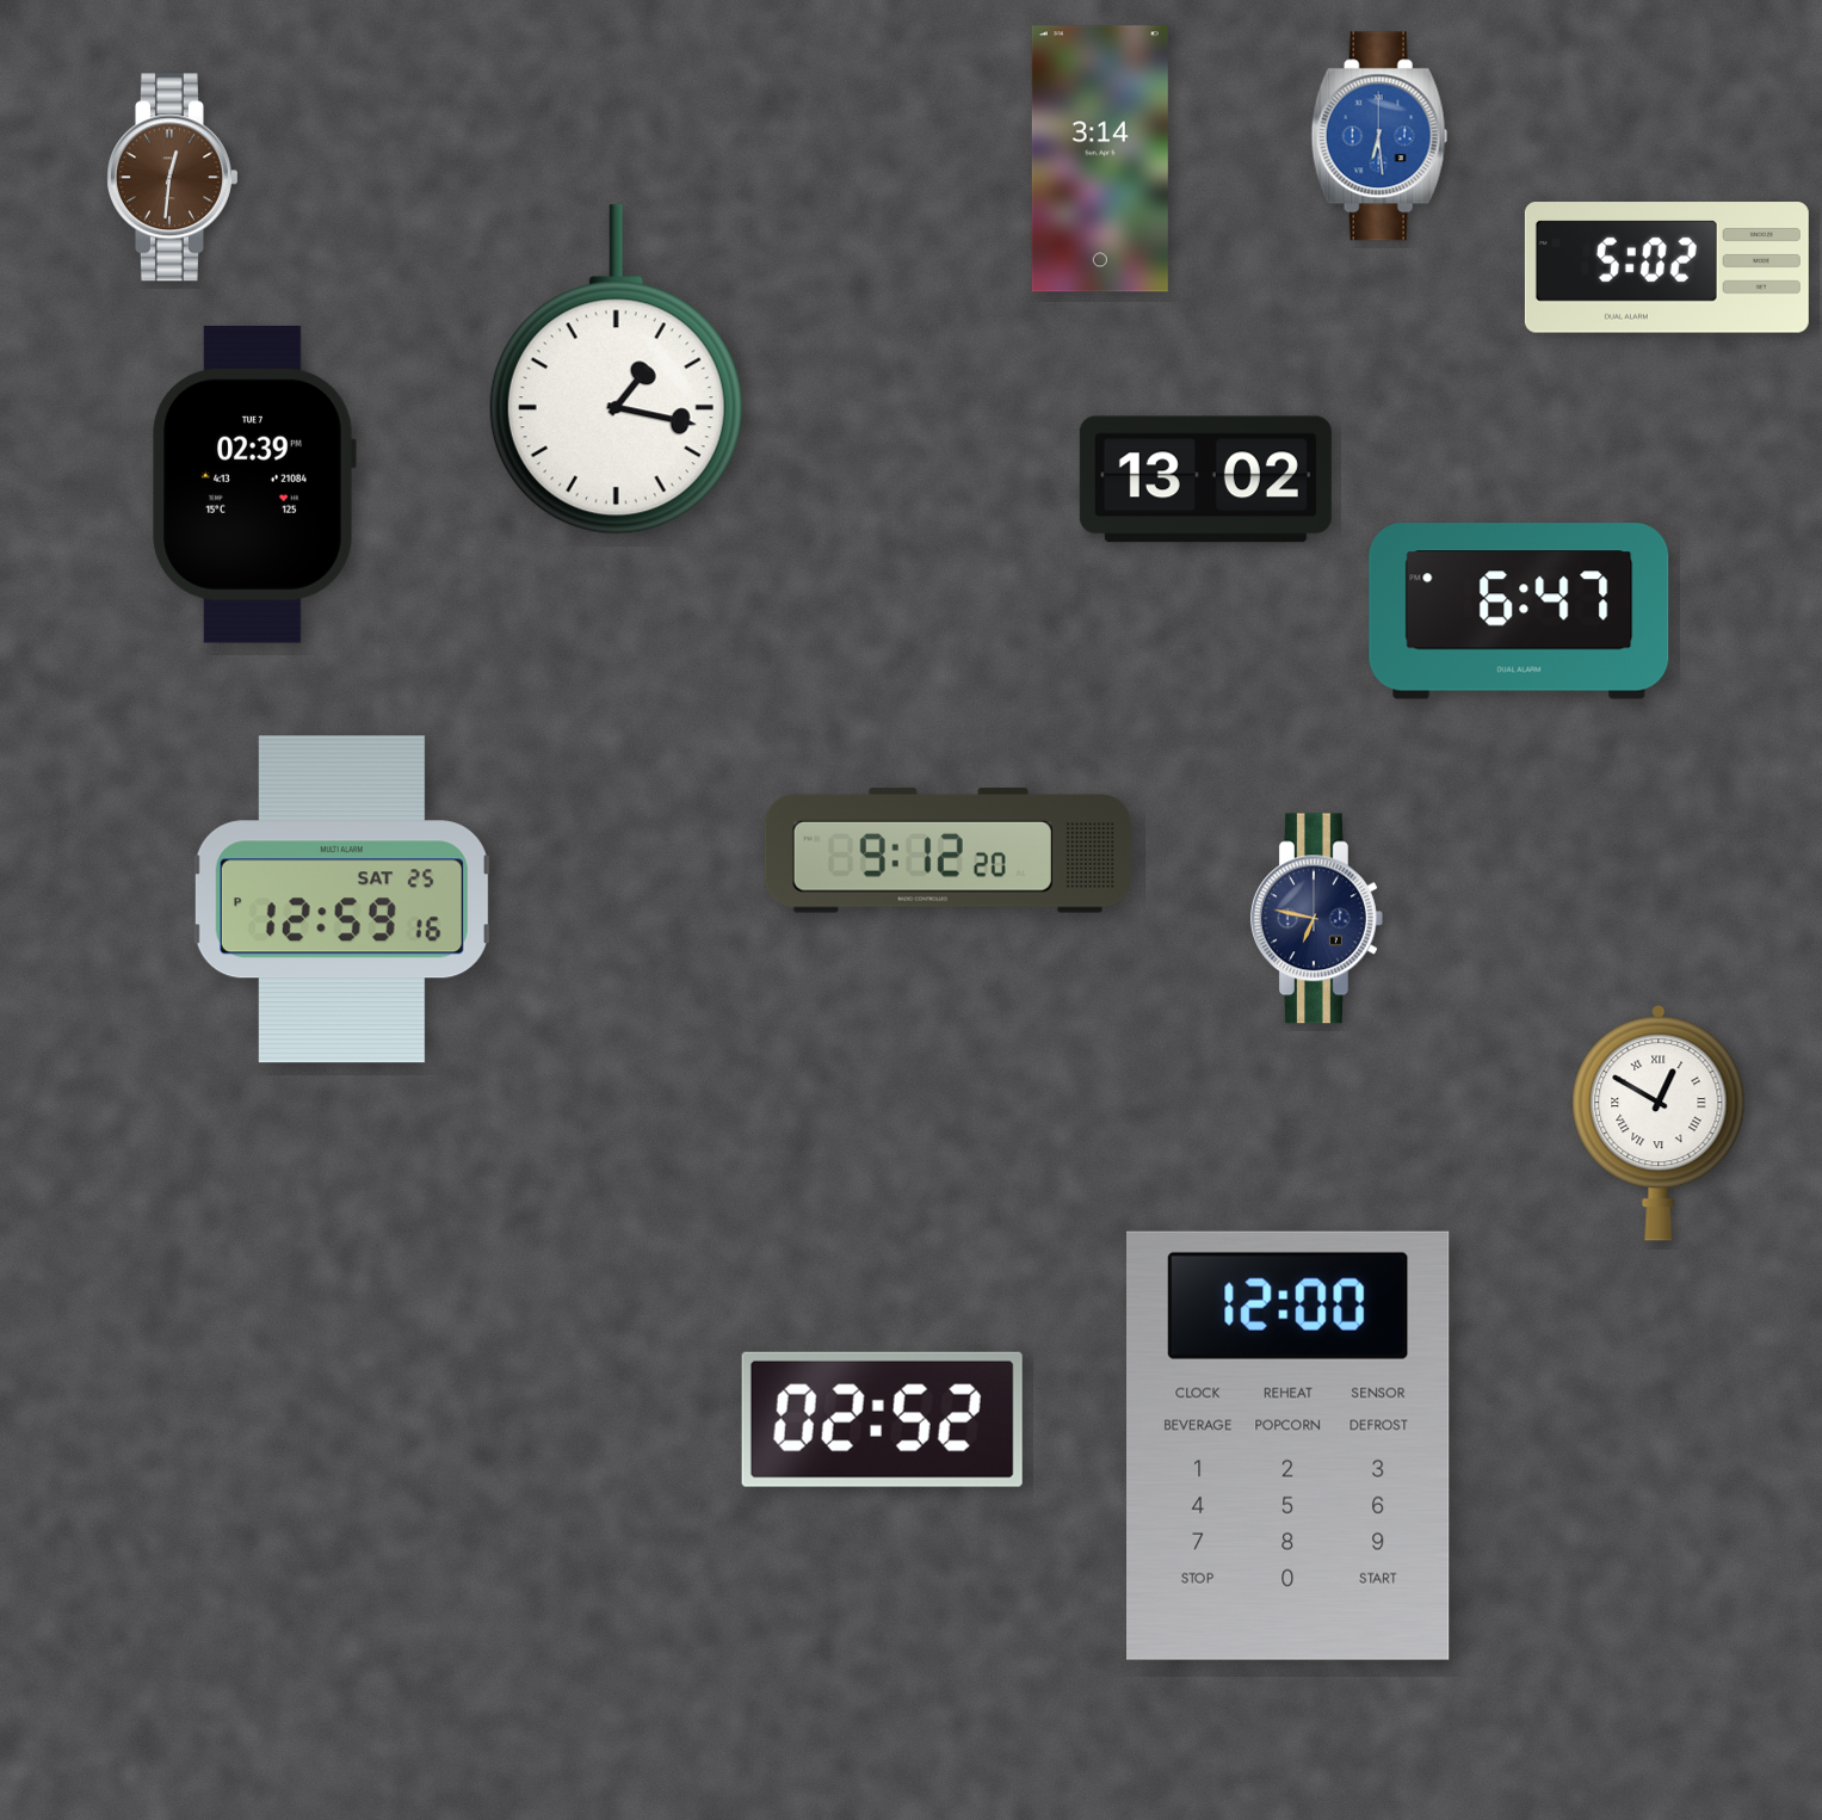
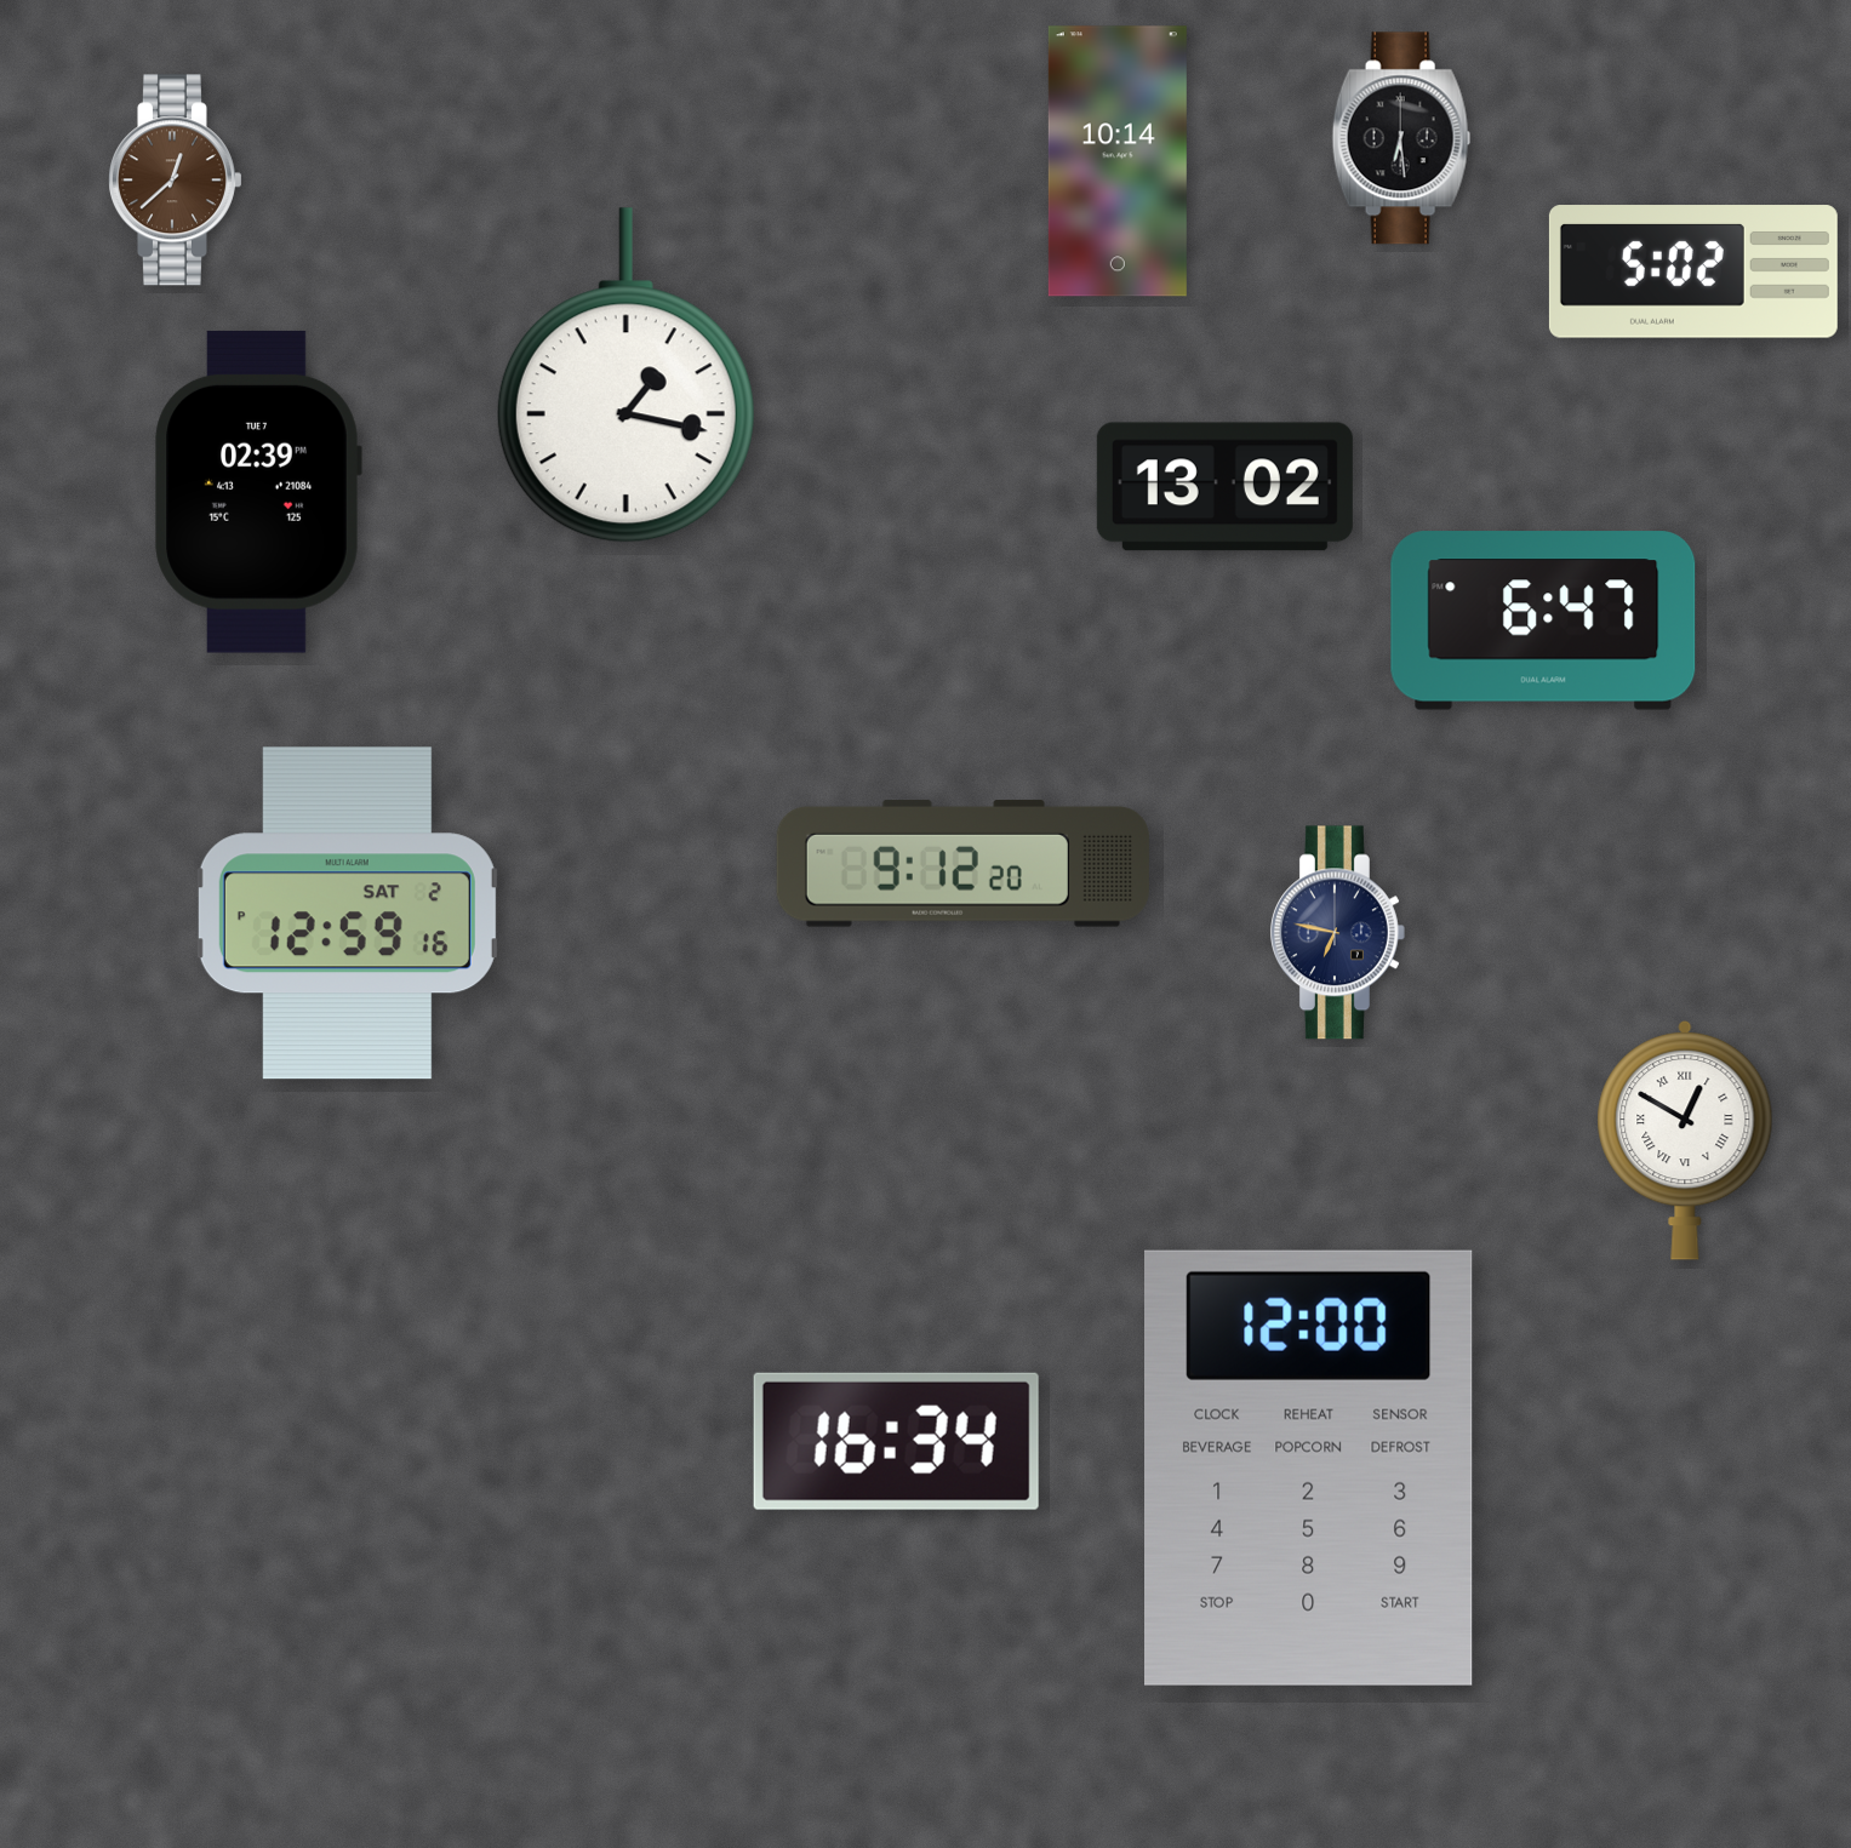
clock at (1379, 136) dial: blue -> black
clock at (1100, 159): 3:14 -> 10:14
clock at (172, 178): 12:31 -> 12:38
clock at (341, 900) date: SAT 25 -> SAT 2
clock at (882, 1419): 02:52 -> 16:34
